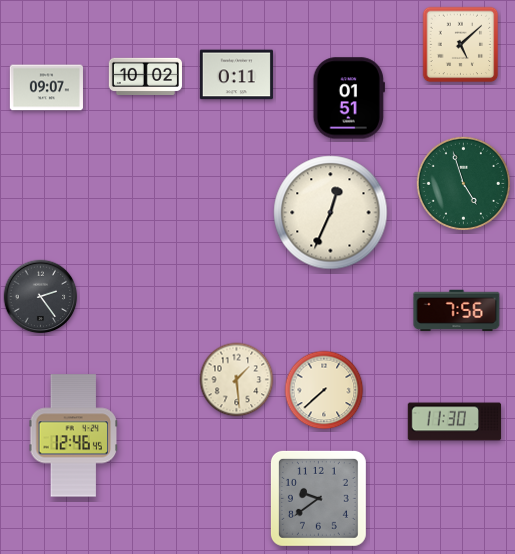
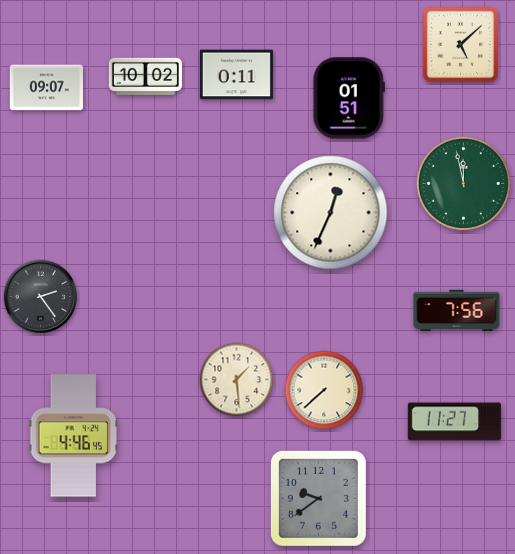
clock at (463, 183): 4:57 -> 11:58
clock at (455, 422): 11:30 -> 11:27
clock at (74, 436): 12:46 -> 4:46
